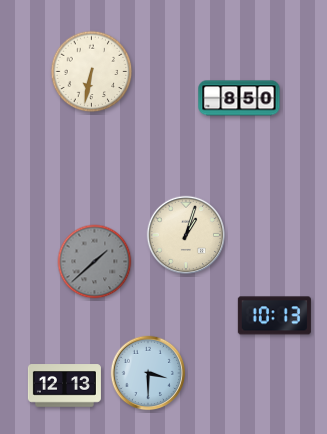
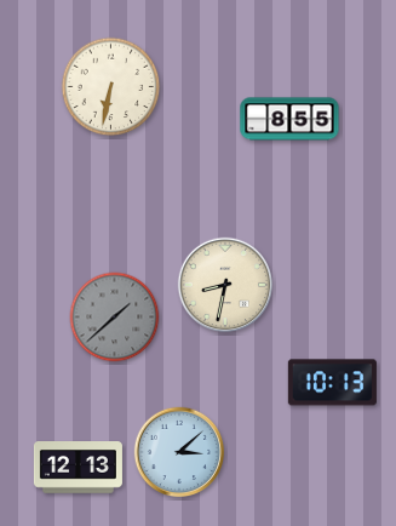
clock at (239, 98): 8:50 -> 8:55
clock at (185, 234): 1:03 -> 8:32
clock at (148, 373): 3:30 -> 3:08
